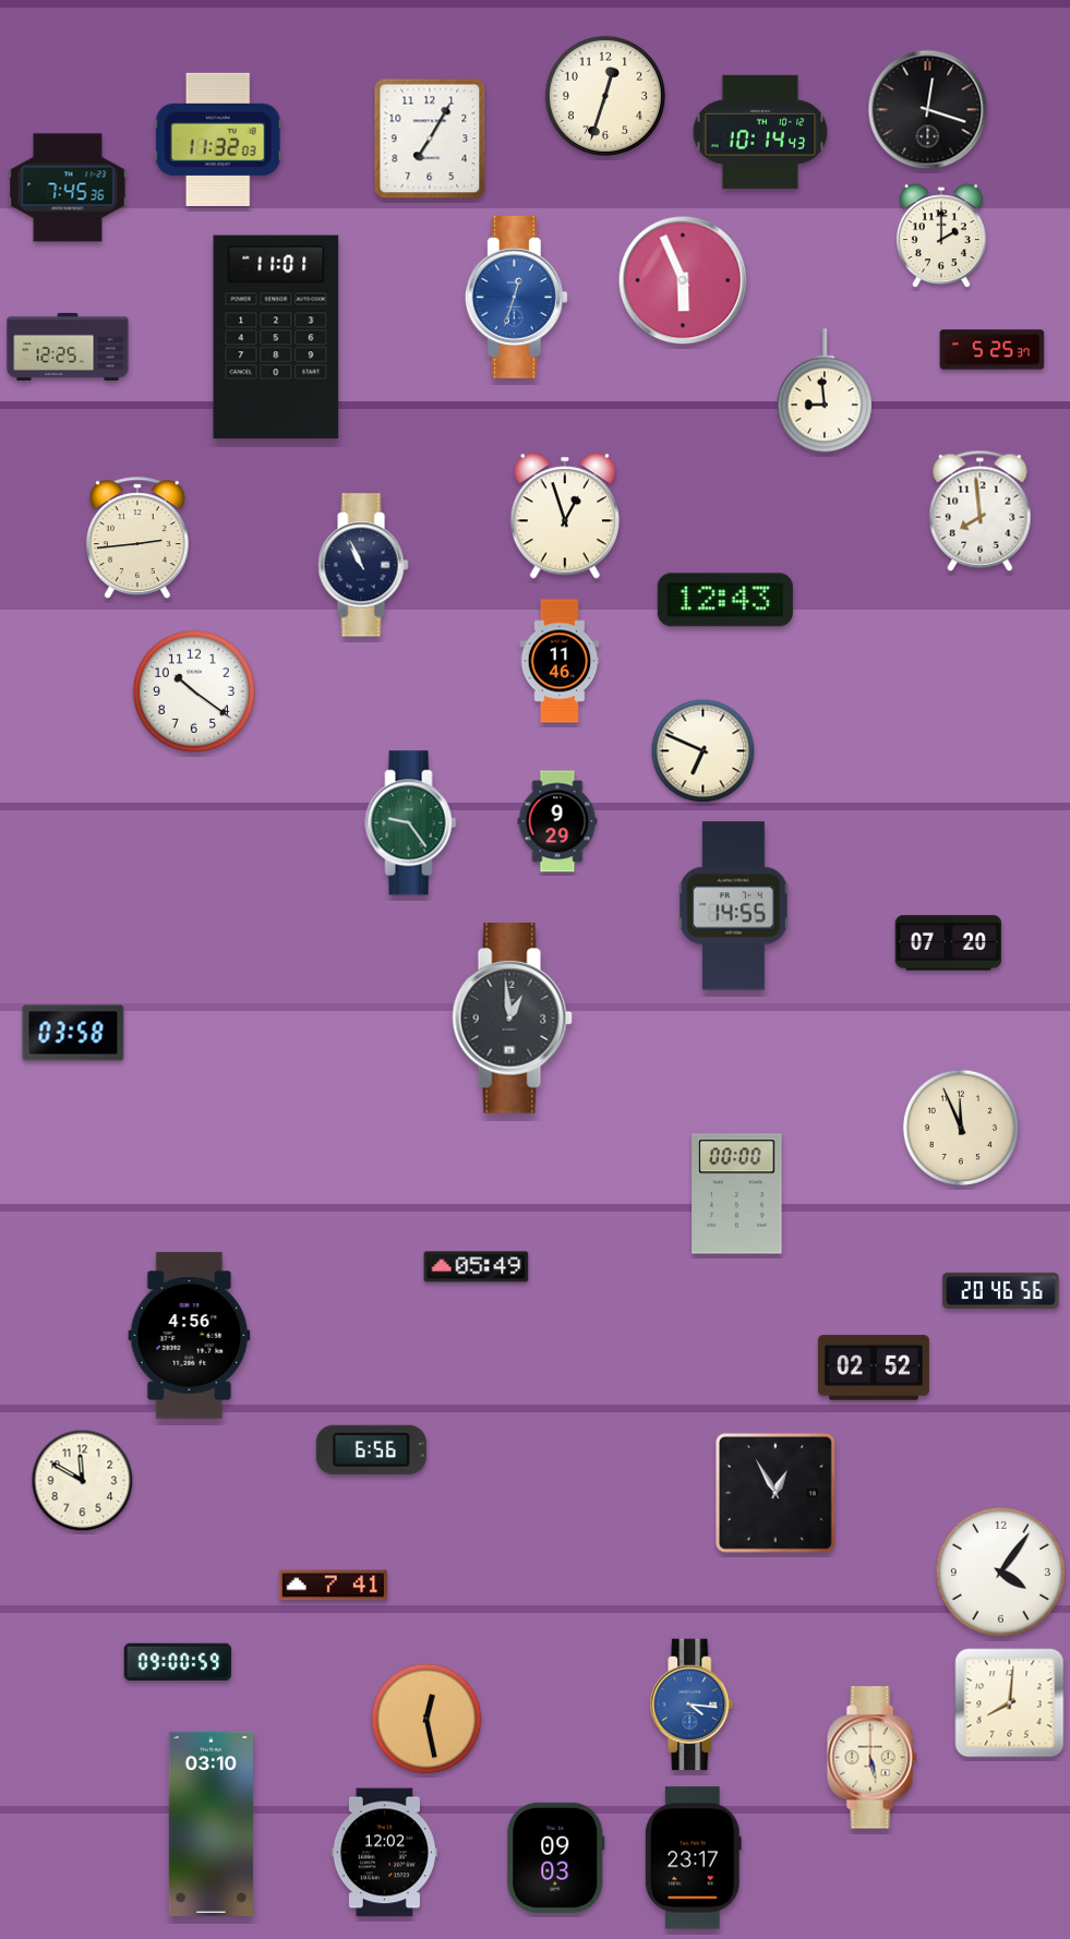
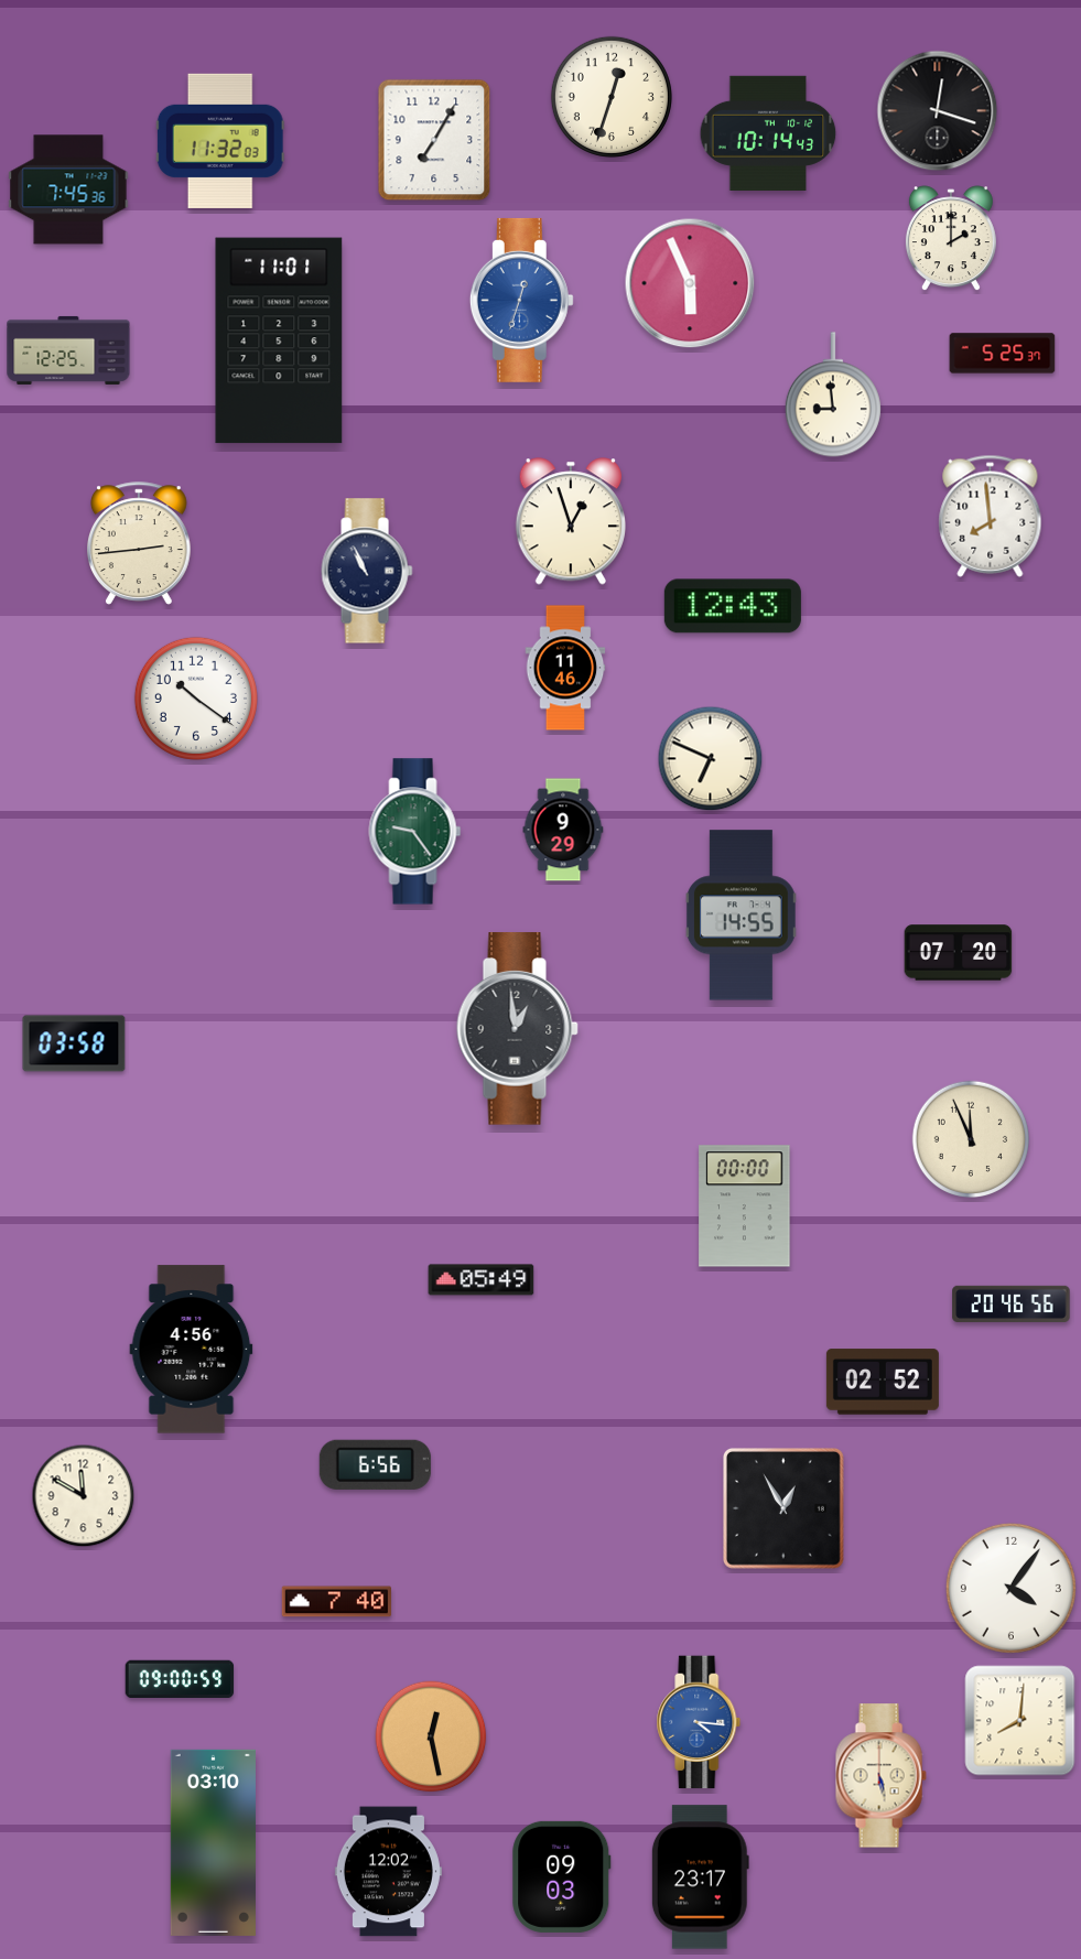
clock at (333, 1586): 7:41 -> 7:40
